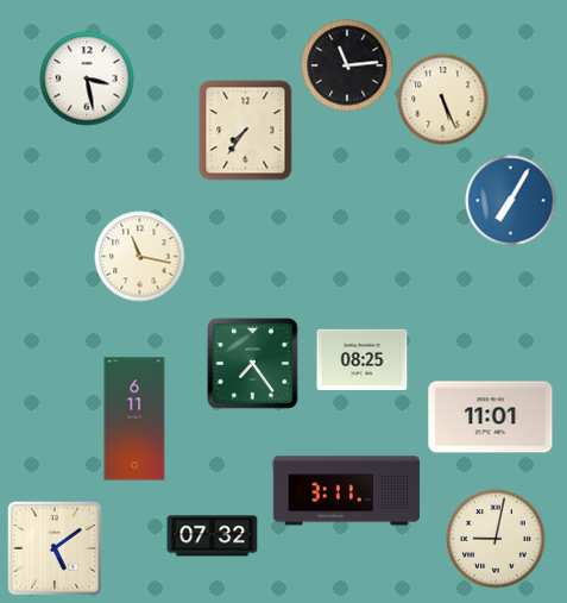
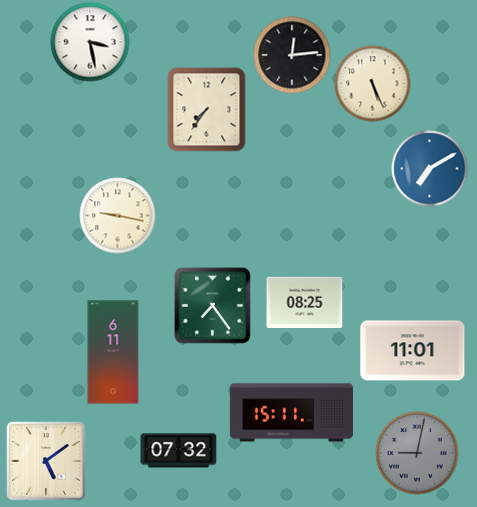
clock at (347, 65): 11:14 -> 12:14
clock at (87, 78) position: (87, 78) -> (90, 42)
clock at (511, 201): 7:05 -> 7:10
clock at (140, 257): 11:17 -> 9:17
clock at (346, 491): 3:11 -> 15:11
clock at (496, 539) dial: cream -> grey
